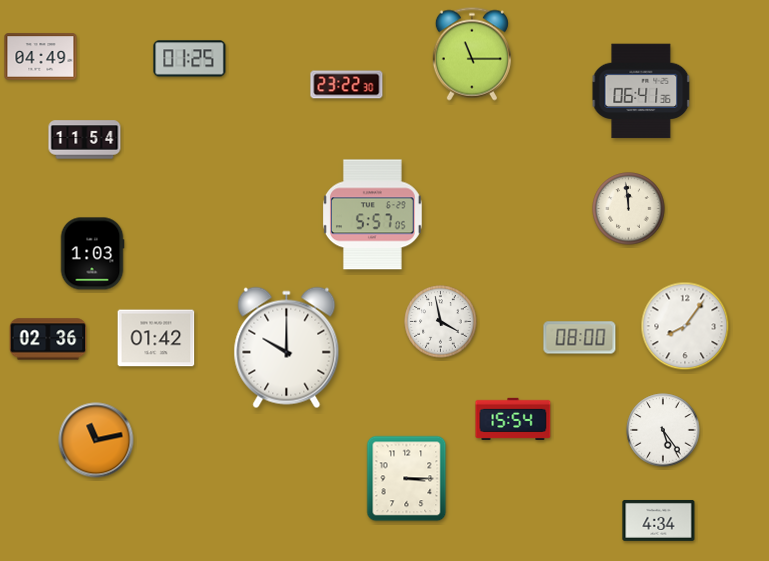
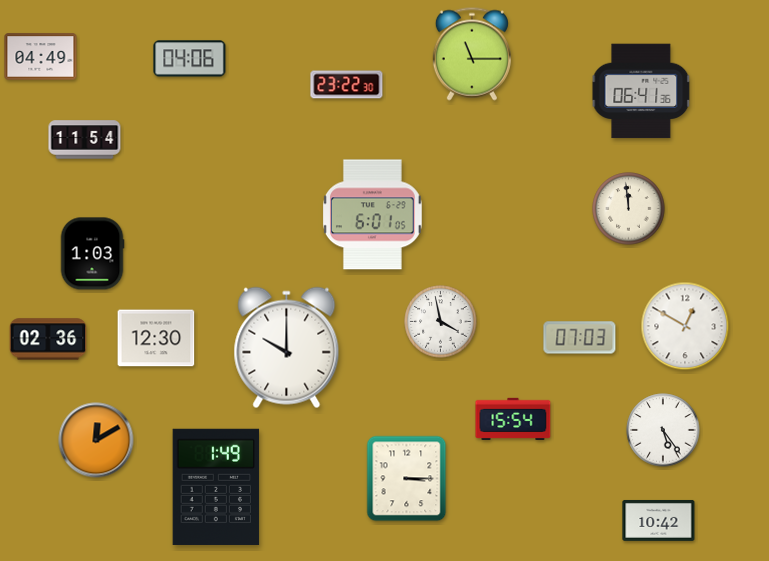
clock at (190, 59): 01:25 -> 04:06
clock at (373, 215): 5:57 -> 6:01
clock at (685, 326): 8:06 -> 12:50
clock at (156, 338): 01:42 -> 12:30
clock at (580, 338): 08:00 -> 07:03
clock at (96, 440): 11:13 -> 12:10
clock at (216, 487): none -> 1:49
clock at (659, 520): 4:34 -> 10:42
